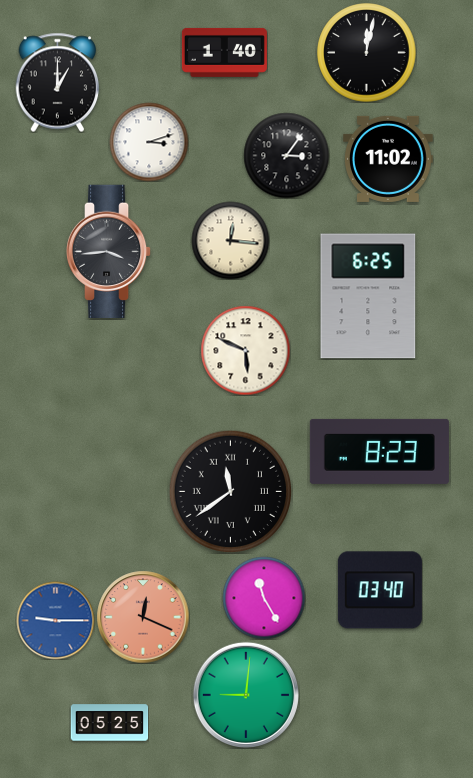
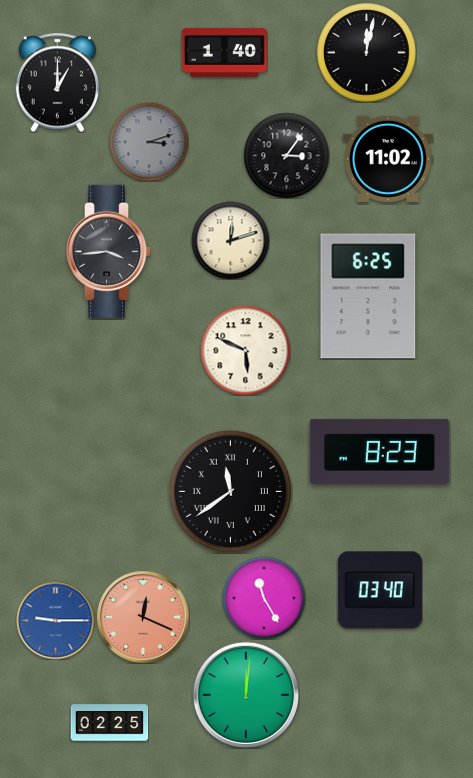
clock at (149, 142) dial: white -> grey
clock at (230, 240): 12:16 -> 12:12
clock at (246, 695): 9:01 -> 12:01
clock at (109, 723): 05:25 -> 02:25
